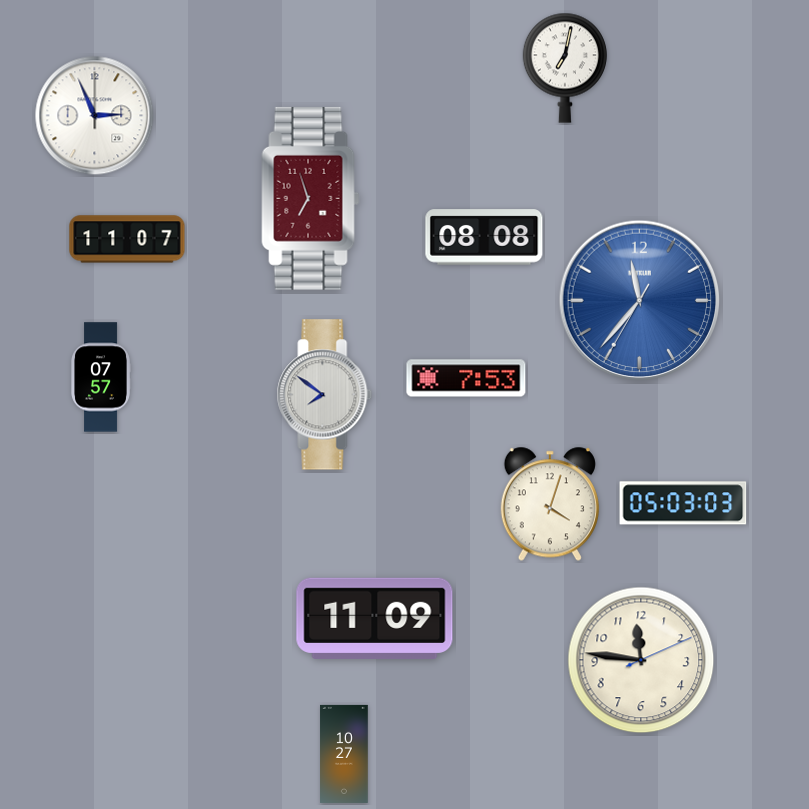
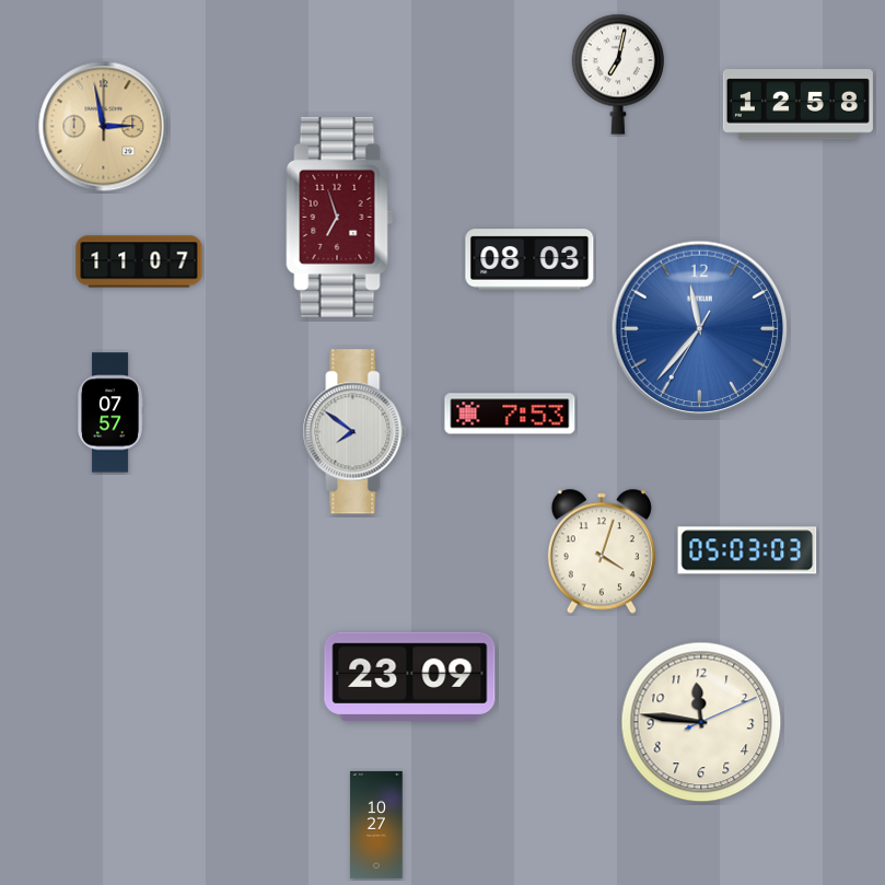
clock at (797, 105): none -> 12:58
clock at (95, 116): 2:56 -> 2:58
clock at (95, 116) dial: white -> champagne
clock at (484, 237): 08:08 -> 08:03
clock at (375, 618): 11:09 -> 23:09
